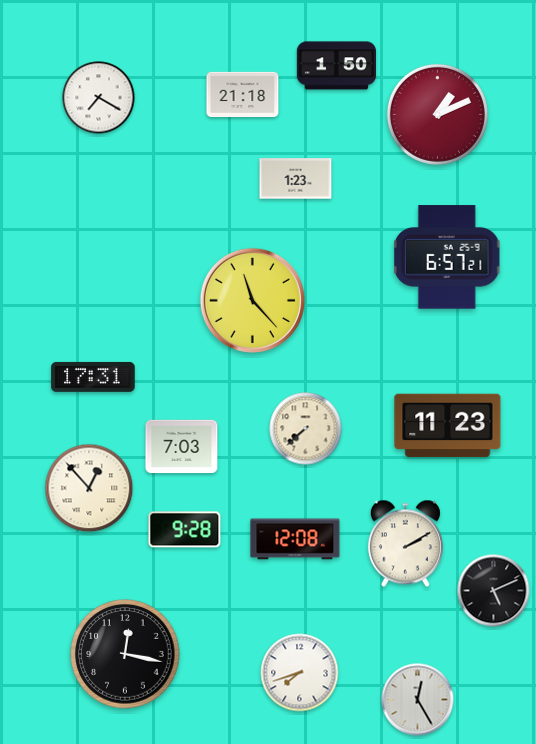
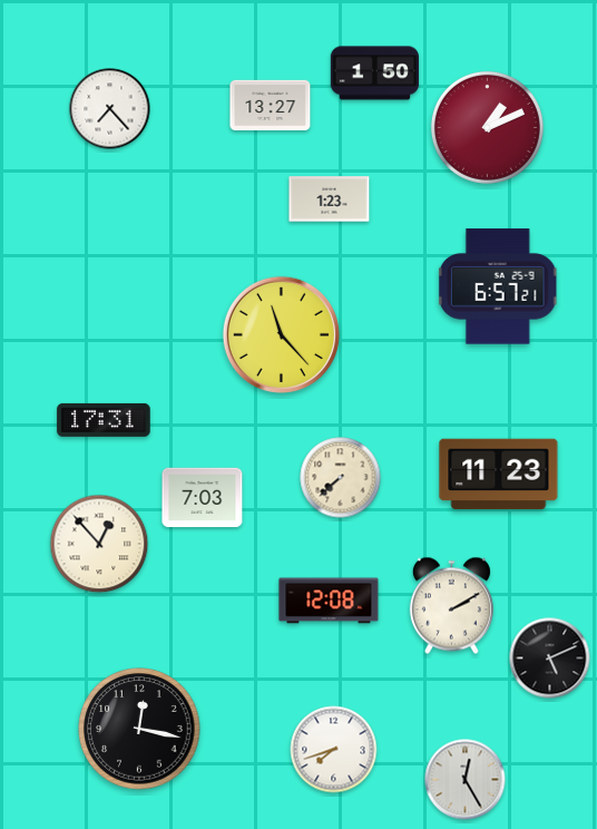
clock at (243, 94): 21:18 -> 13:27
clock at (99, 98): 7:20 -> 7:23
clock at (185, 530): 9:28 -> none
